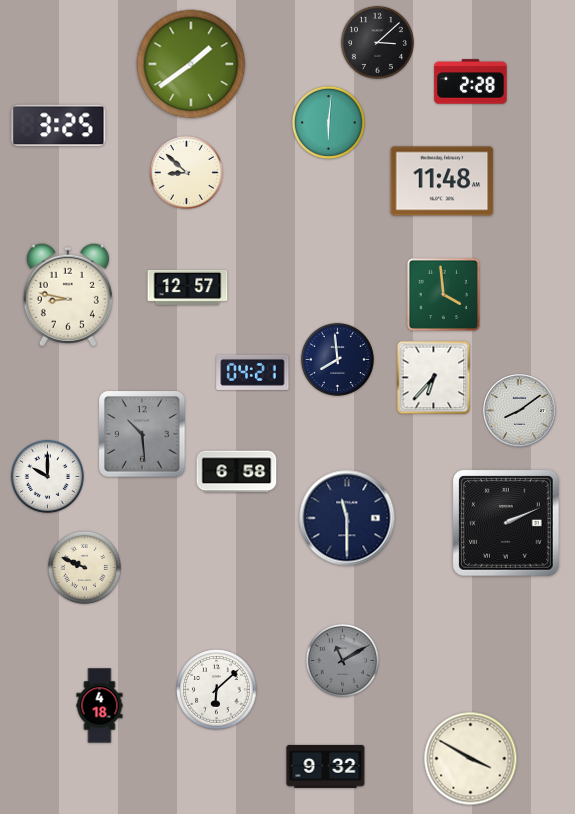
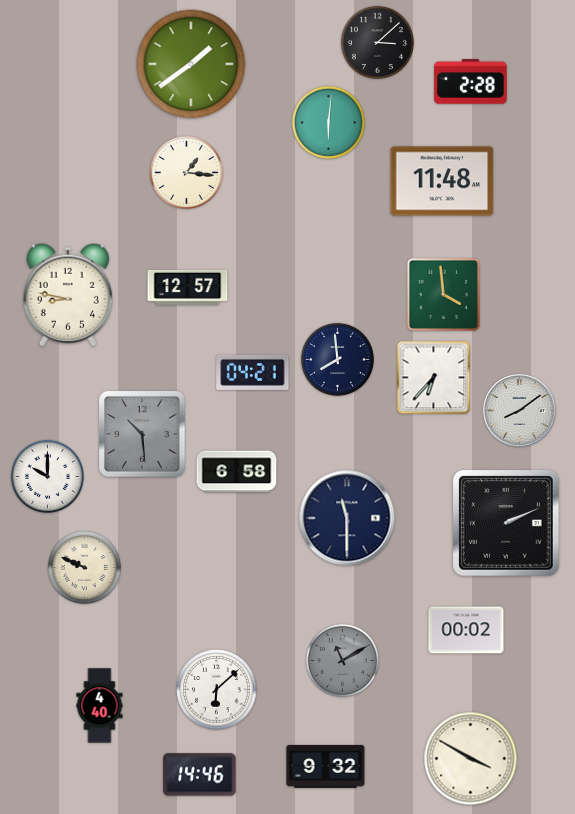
clock at (59, 126): 3:25 -> none
clock at (186, 172): 8:52 -> 1:16
clock at (466, 630): none -> 00:02
clock at (100, 706): 4:18 -> 4:40
clock at (200, 775): none -> 14:46
